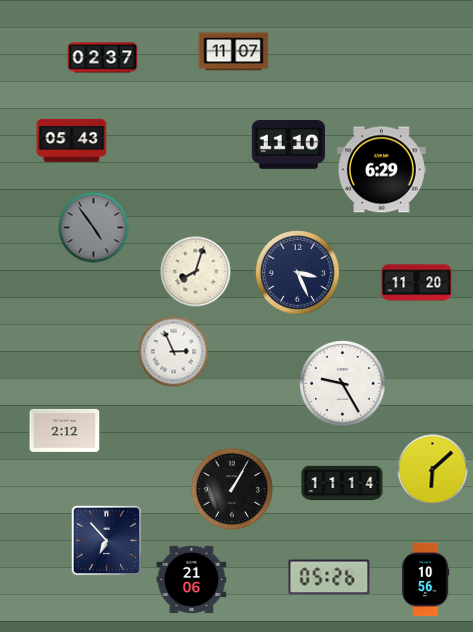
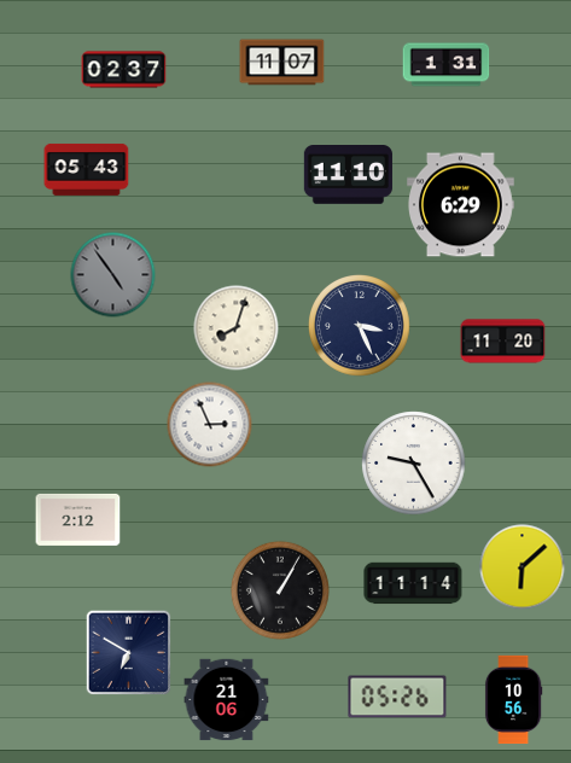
clock at (447, 65): none -> 1:31
clock at (298, 273) position: (298, 273) -> (360, 326)
clock at (107, 541): 6:53 -> 6:50
clock at (192, 580) position: (192, 580) -> (227, 700)
